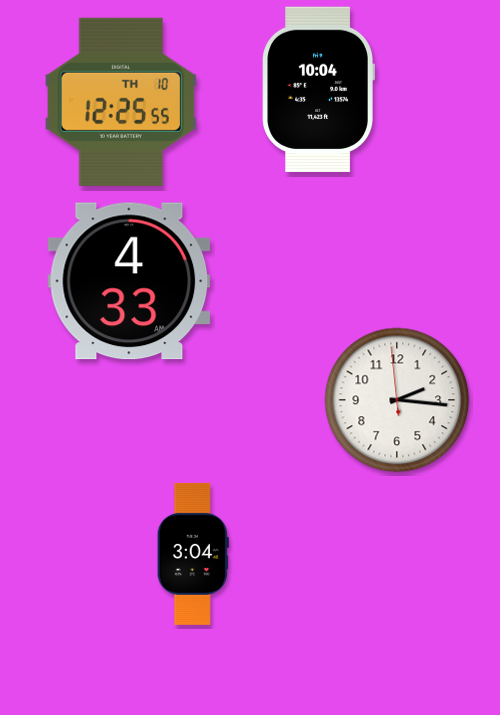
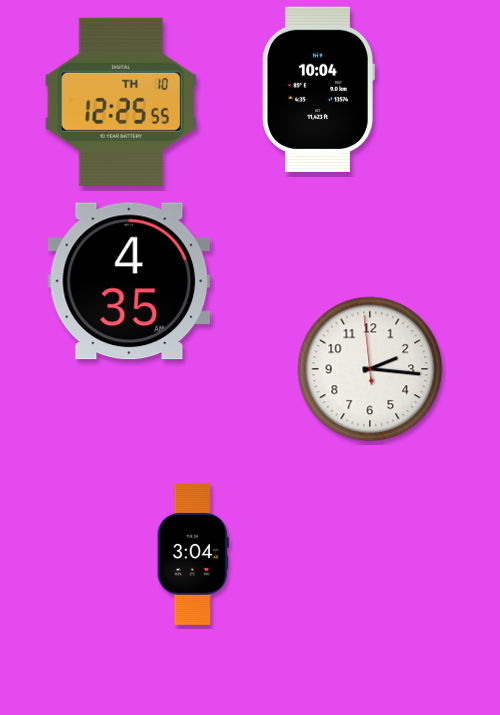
clock at (129, 281): 4:33 -> 4:35
clock at (397, 400) position: (397, 400) -> (370, 369)
